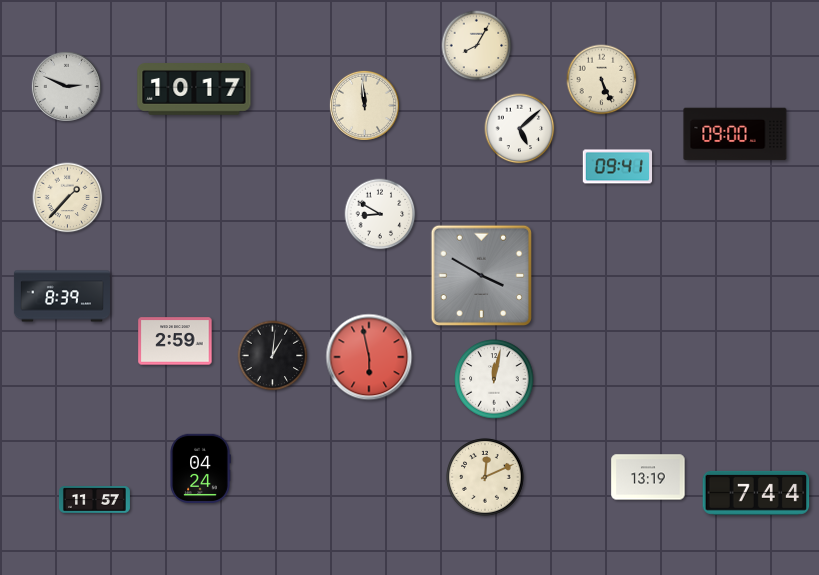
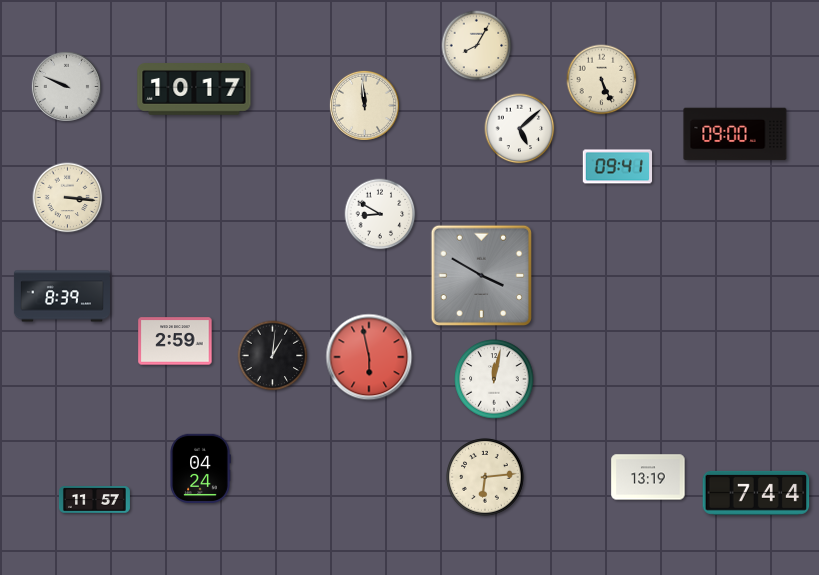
clock at (66, 86): 2:49 -> 9:49
clock at (68, 198): 1:37 -> 3:16
clock at (485, 477): 12:11 -> 6:14
